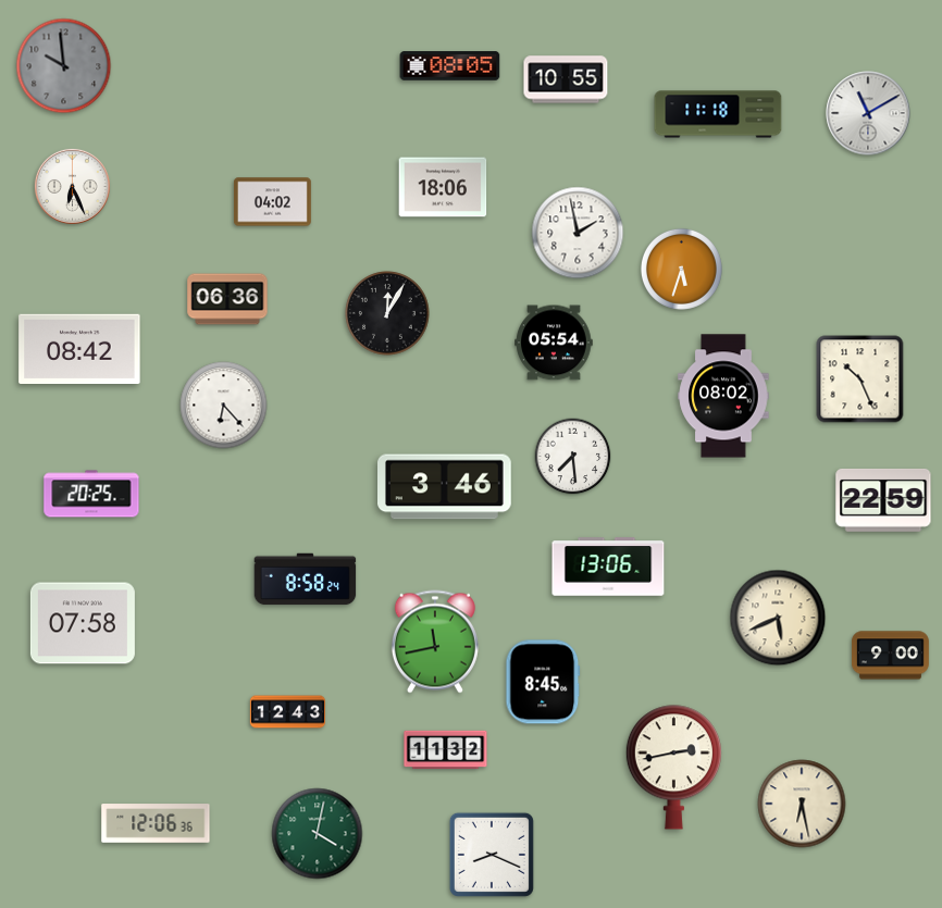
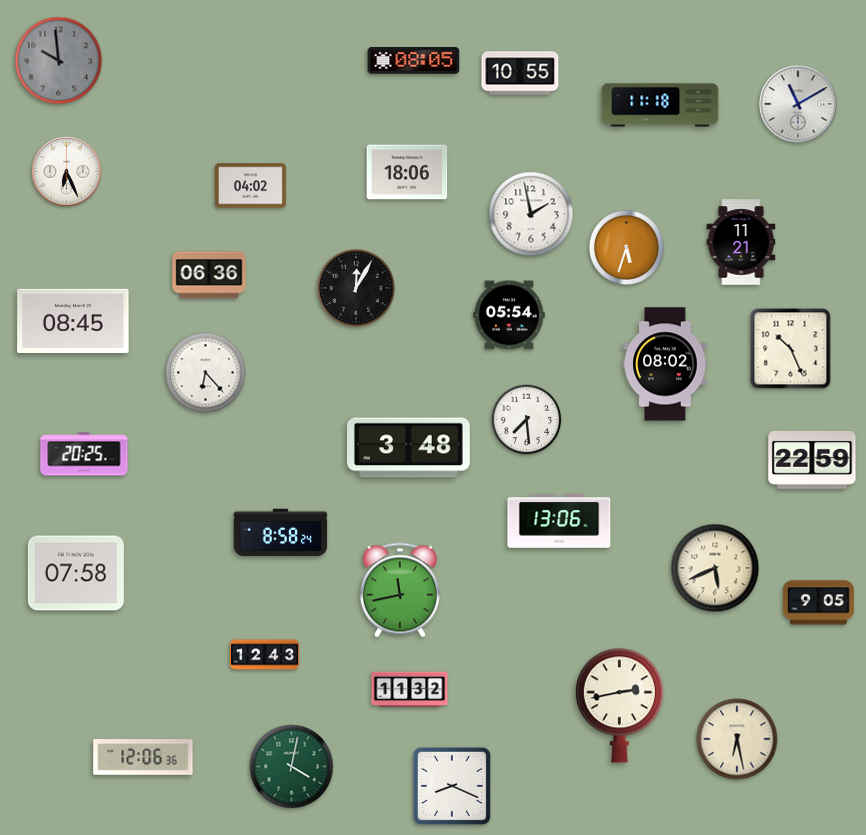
clock at (741, 242): none -> 11:21
clock at (79, 348): 08:42 -> 08:45
clock at (445, 487): 3:46 -> 3:48
clock at (890, 656): 9:00 -> 9:05
clock at (543, 682): 8:45 -> none
